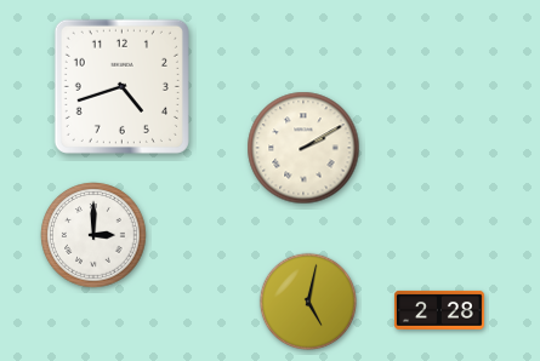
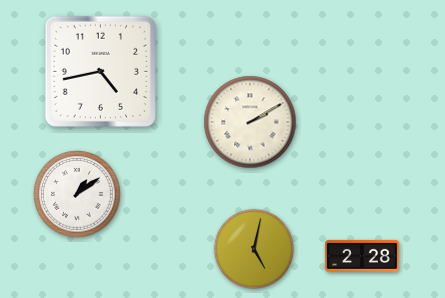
clock at (121, 86): 4:42 -> 4:43
clock at (93, 235): 3:00 -> 1:09
